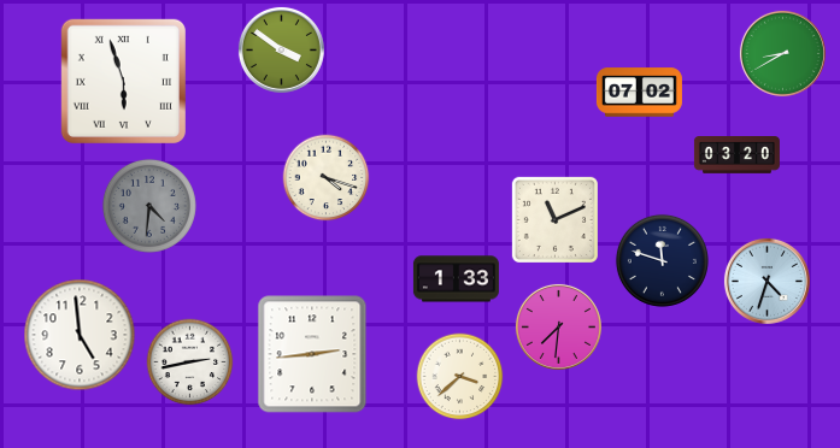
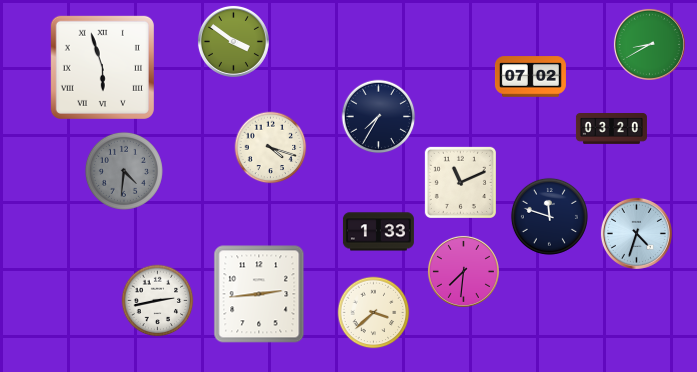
clock at (379, 117): none -> 7:35
clock at (80, 335): 4:59 -> none
clock at (460, 377) position: (460, 377) -> (374, 313)
